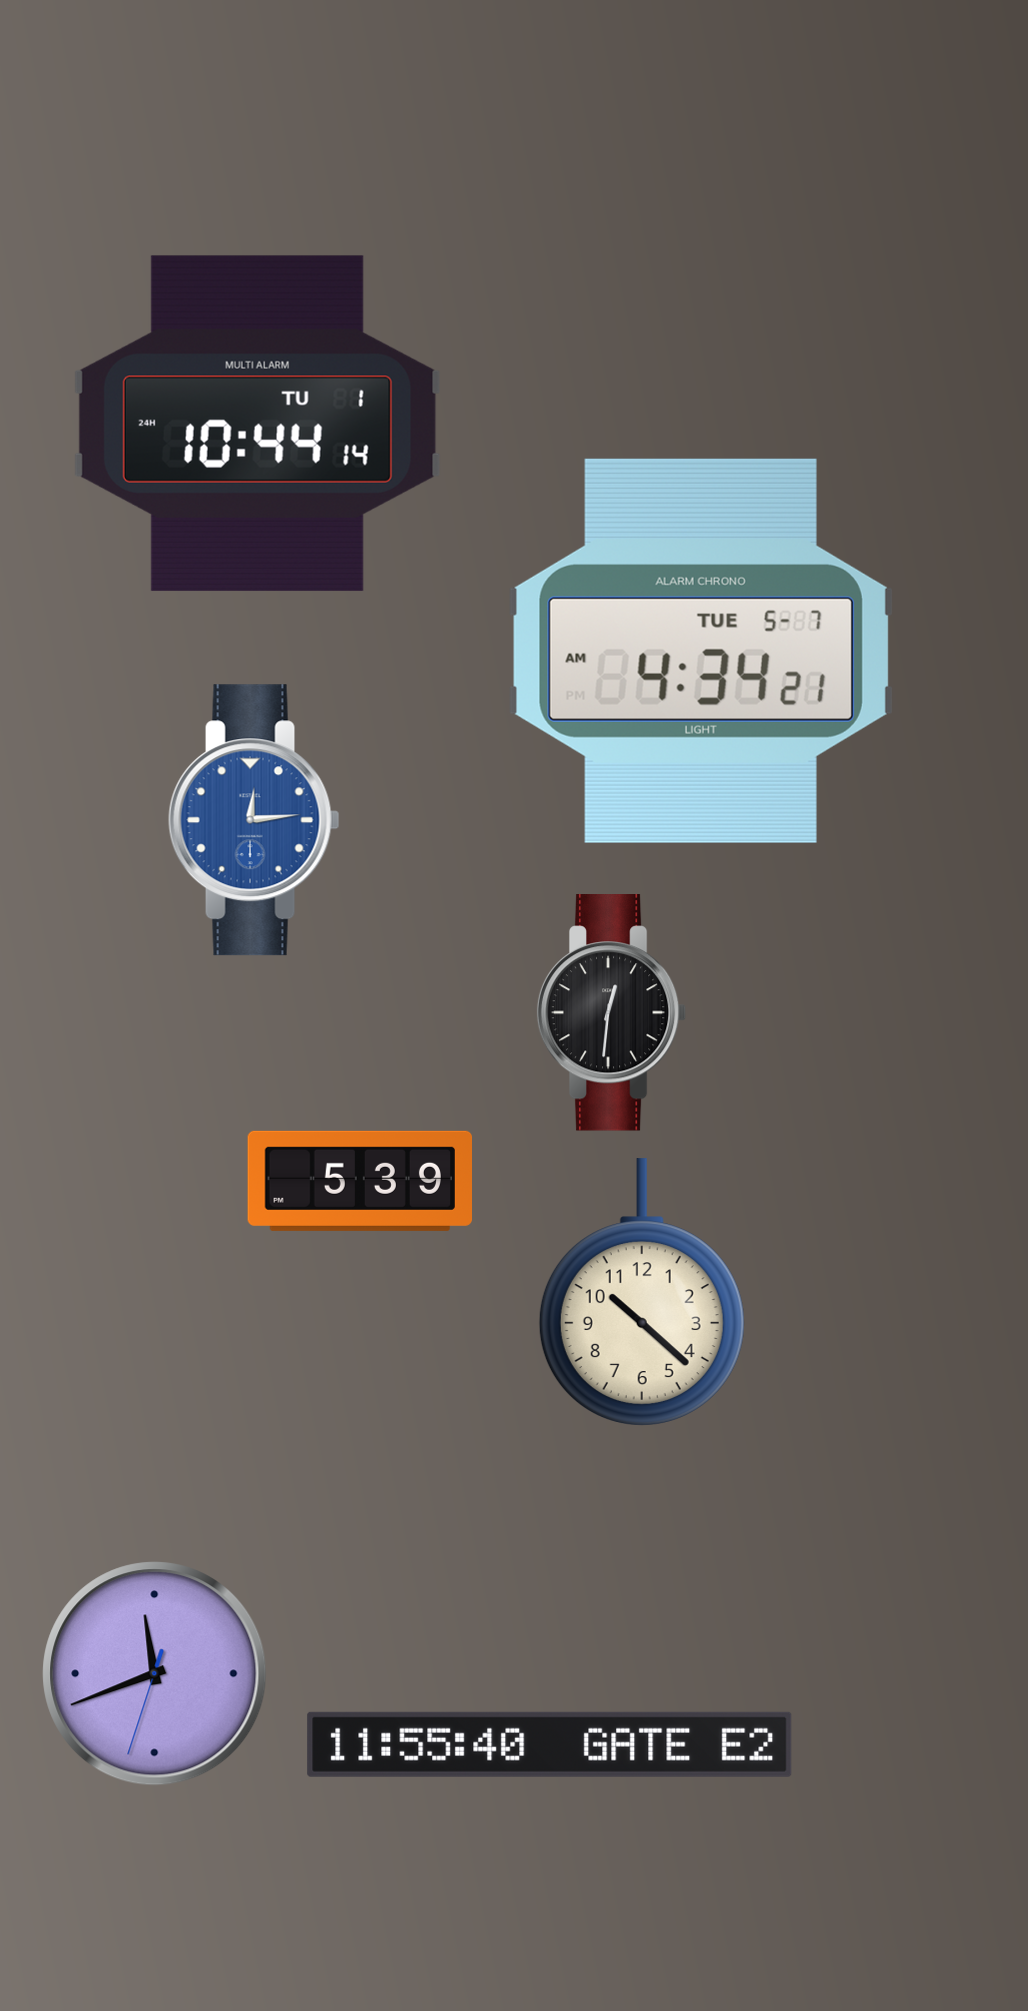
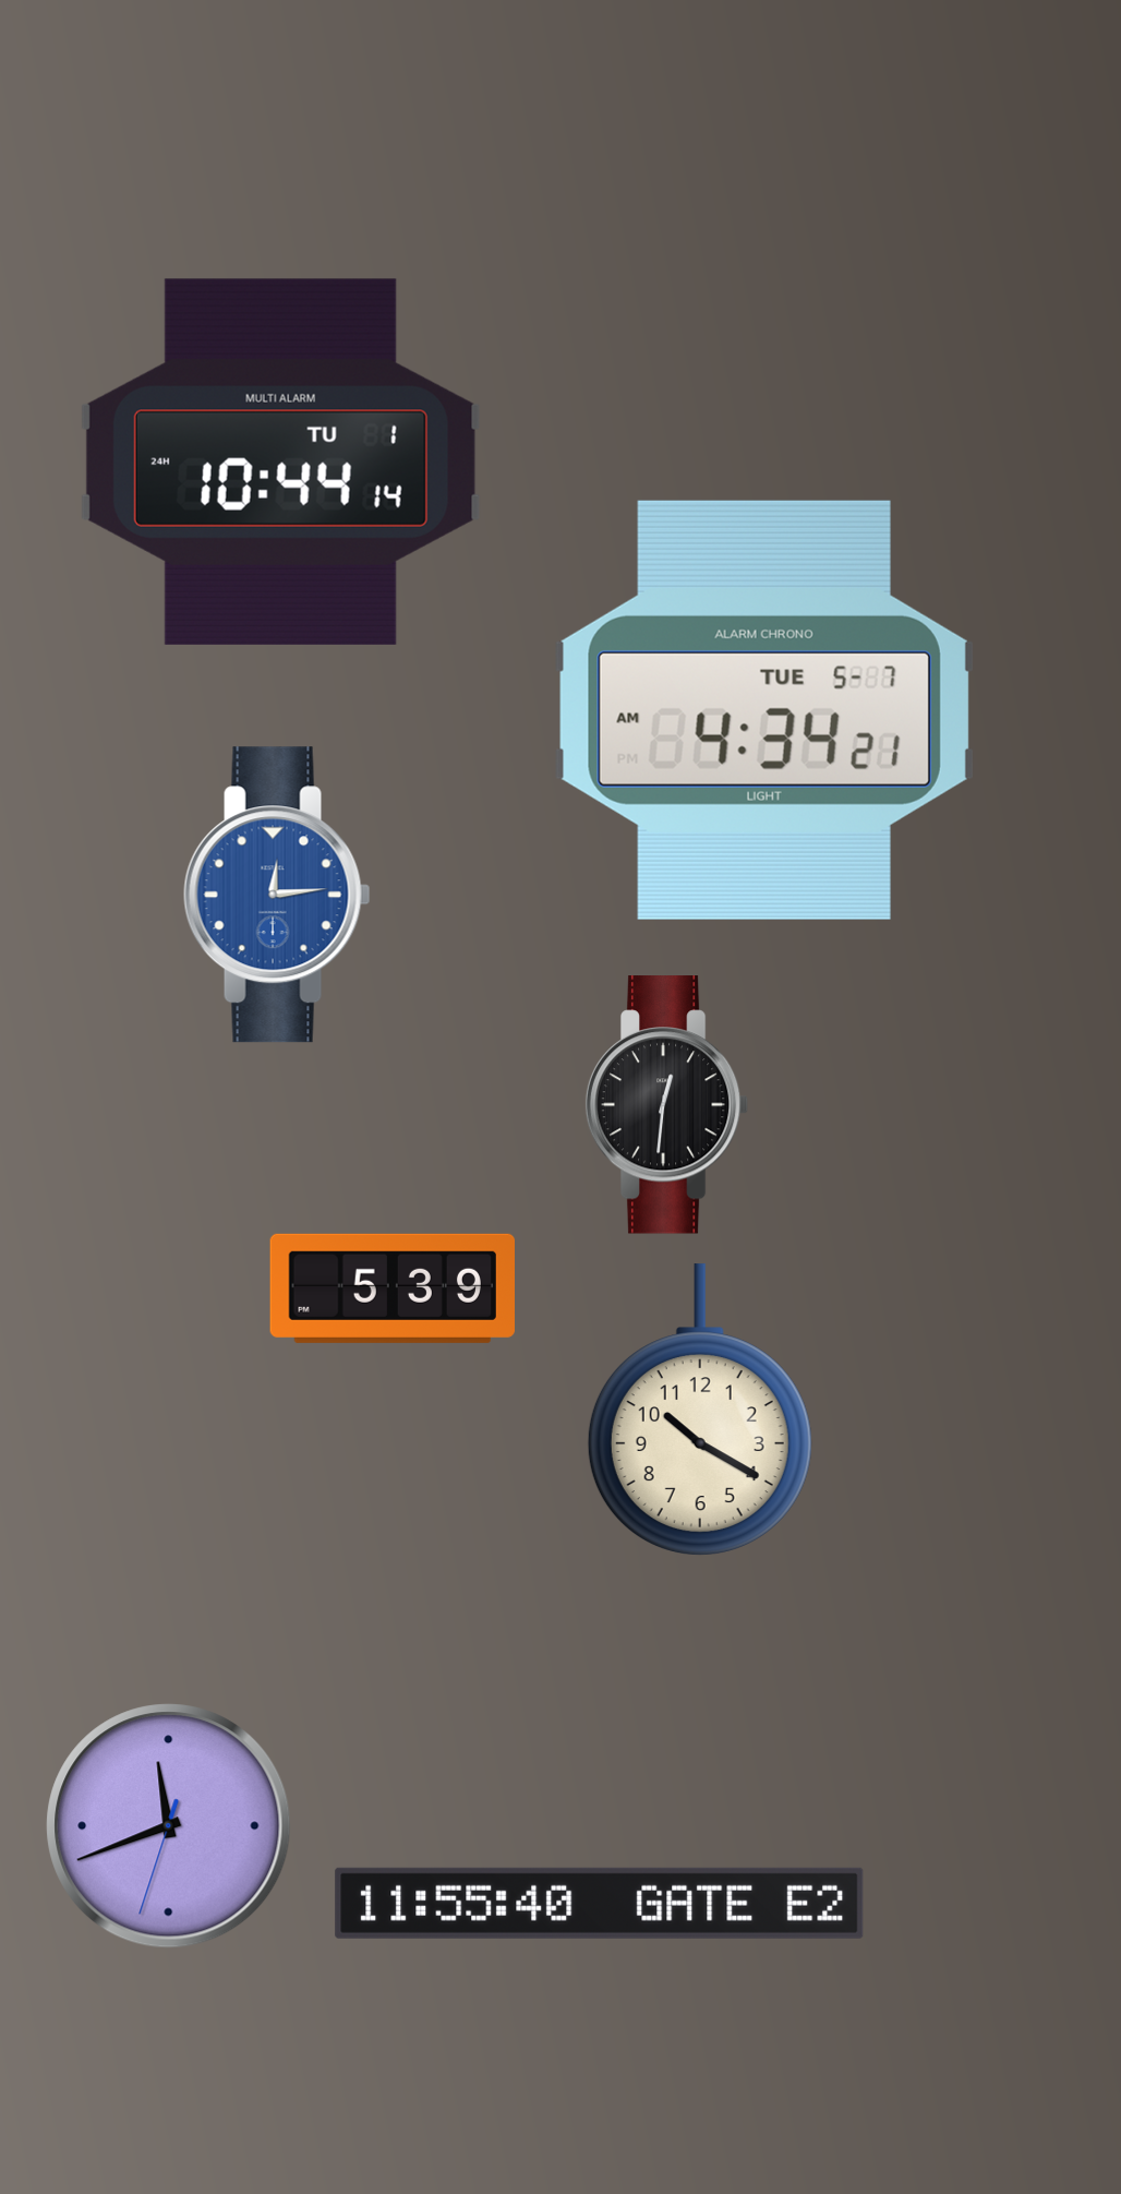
clock at (642, 1292): 10:22 -> 10:20
